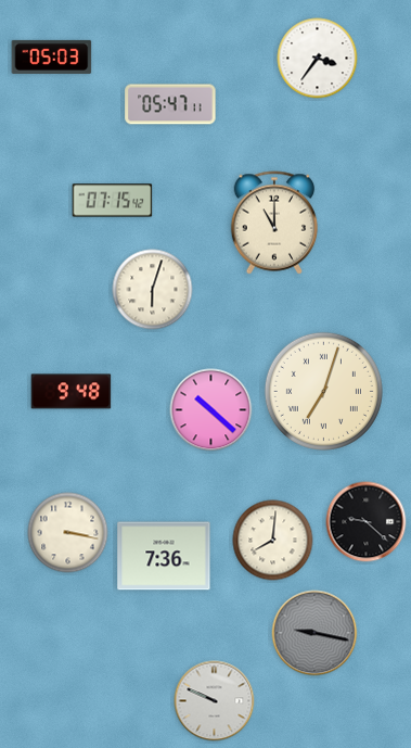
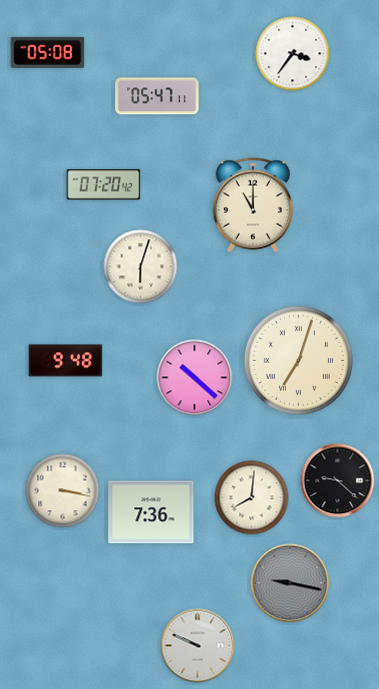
clock at (52, 56): 05:03 -> 05:08
clock at (113, 201): 07:15 -> 07:20
